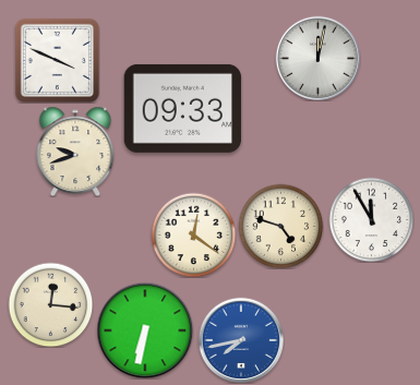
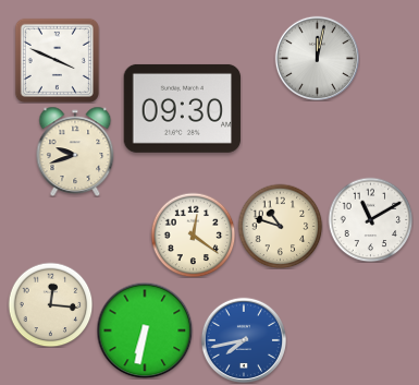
clock at (183, 108): 09:33 -> 09:30
clock at (371, 219): 11:55 -> 11:10
clock at (280, 226): 4:48 -> 10:48
clock at (240, 339) position: (240, 339) -> (243, 339)
